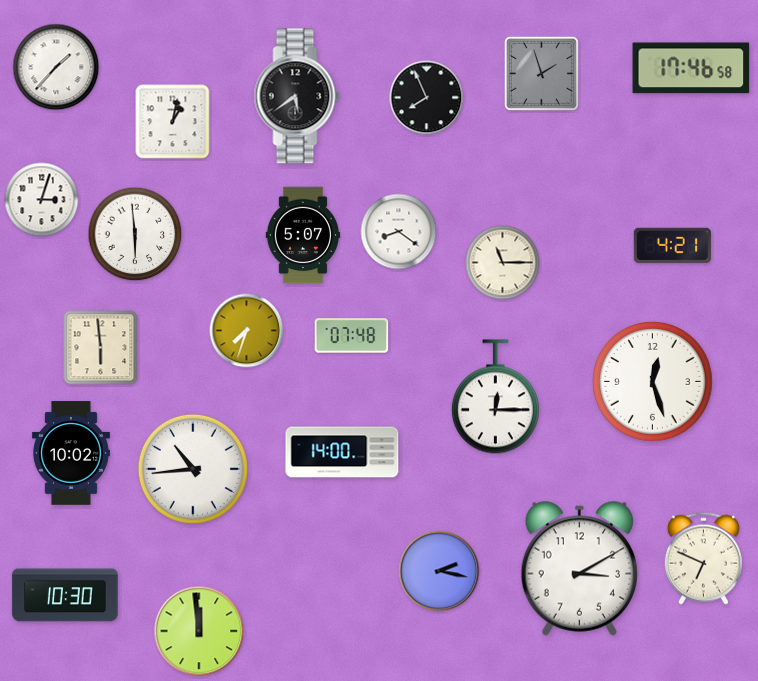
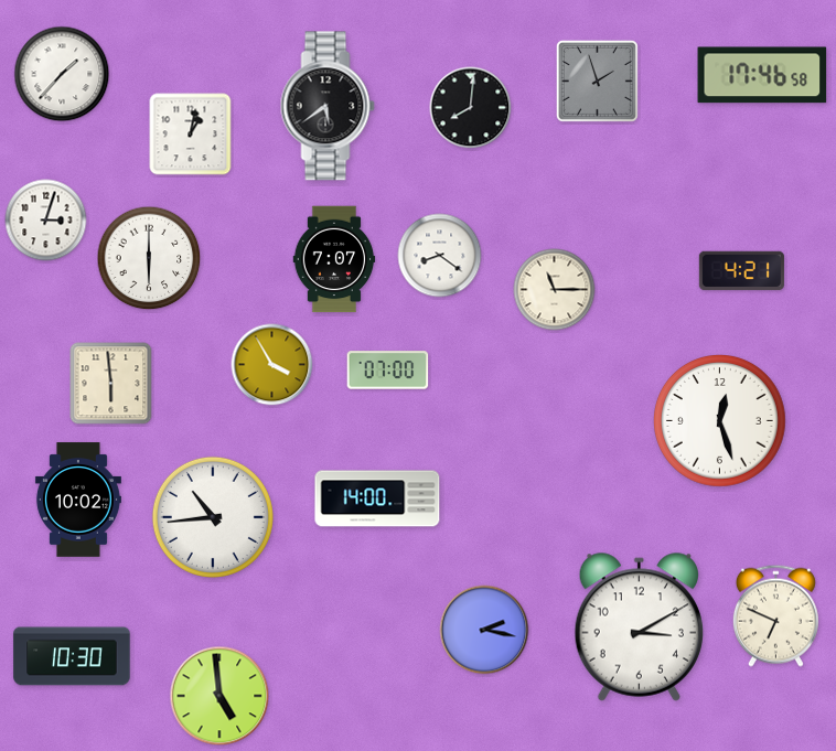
clock at (427, 98): 7:56 -> 8:01
clock at (135, 234): 5:59 -> 6:00
clock at (303, 235): 5:07 -> 7:07
clock at (247, 331): 7:33 -> 3:55
clock at (352, 336): 07:48 -> 07:00
clock at (495, 397): 12:15 -> none
clock at (199, 631): 11:59 -> 4:59
